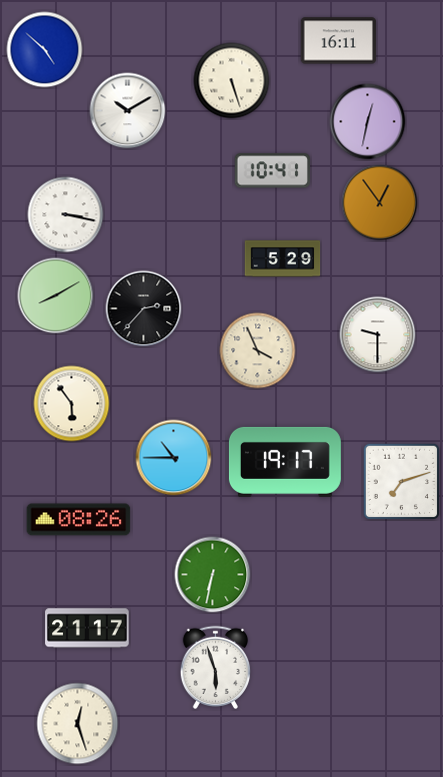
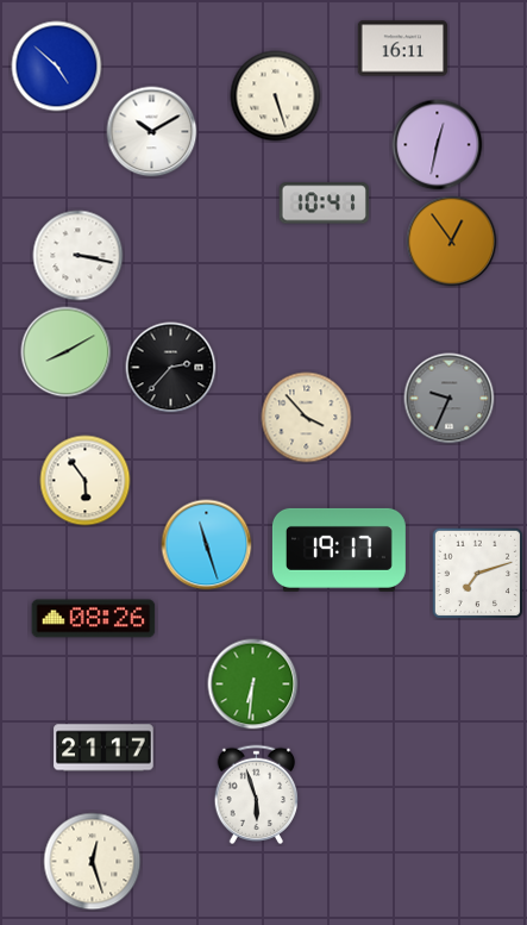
clock at (45, 50) position: (45, 50) -> (57, 67)
clock at (283, 259): 5:29 -> none
clock at (378, 335): 9:30 -> 9:34
clock at (378, 335) dial: white -> grey
clock at (258, 351): 3:56 -> 3:53
clock at (174, 458): 10:45 -> 11:27
clock at (213, 575): 6:32 -> 6:31
